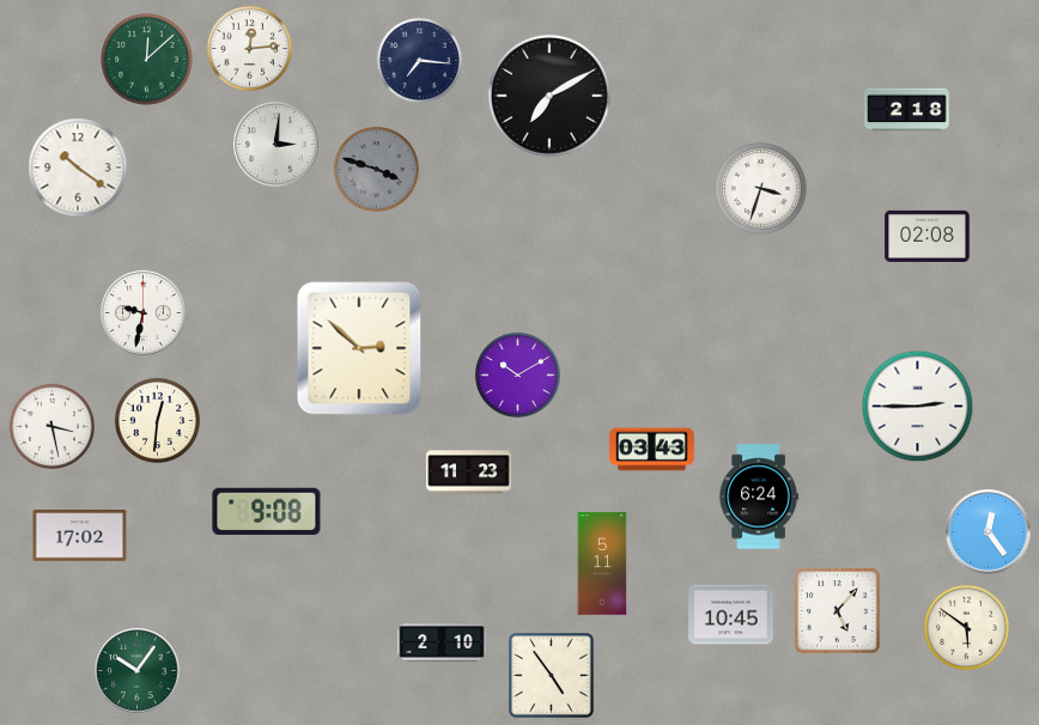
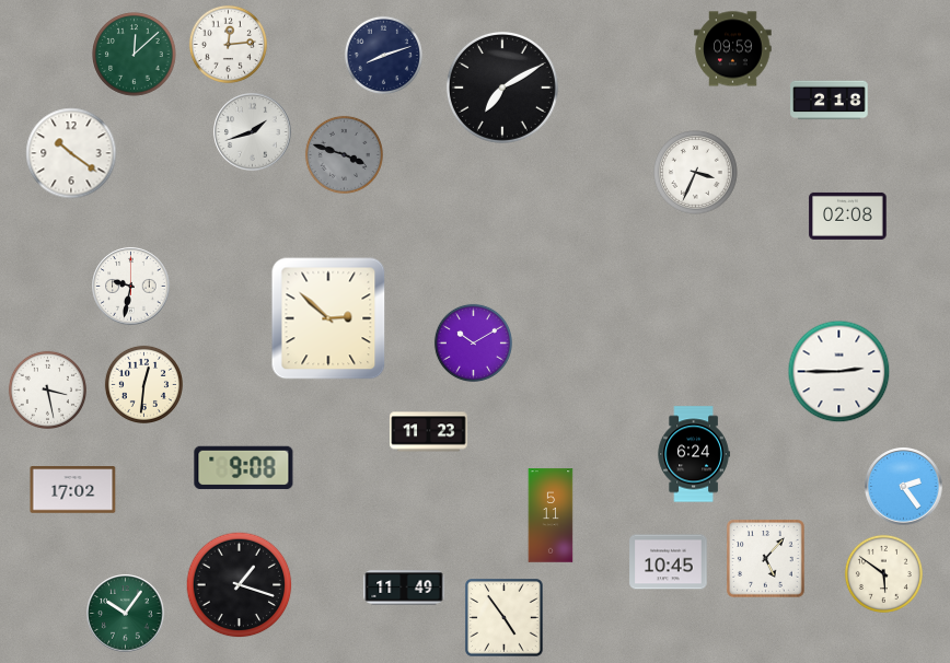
clock at (733, 49): none -> 09:59
clock at (419, 60): 7:16 -> 8:12
clock at (277, 145): 3:01 -> 1:42
clock at (761, 189): 3:33 -> 3:34
clock at (652, 450): 03:43 -> none
clock at (989, 532): 12:24 -> 2:24
clock at (240, 585): none -> 1:18
clock at (442, 642): 2:10 -> 11:49
